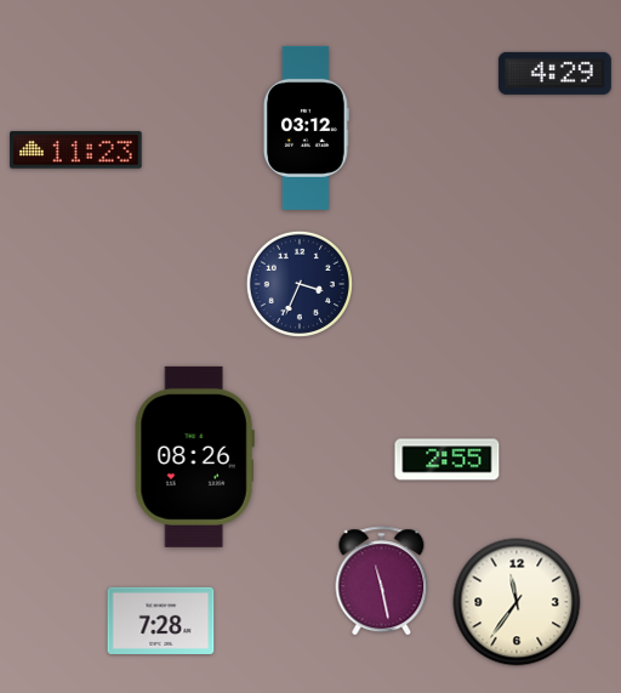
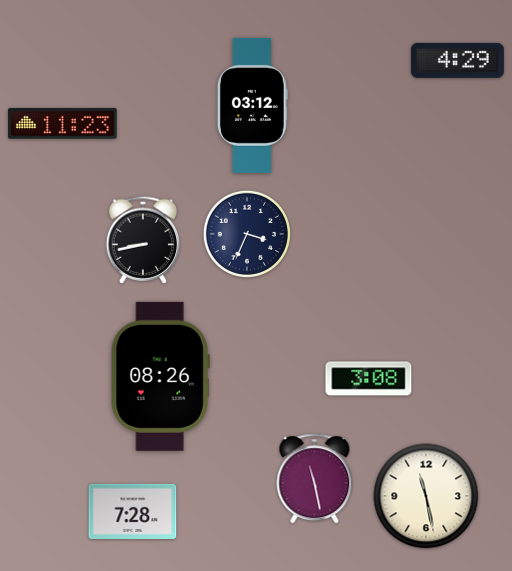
clock at (143, 240): none -> 8:43
clock at (448, 460): 2:55 -> 3:08
clock at (517, 602): 11:36 -> 11:28
